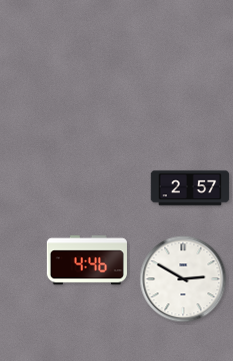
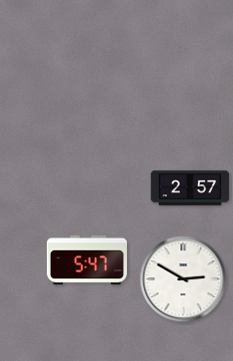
clock at (87, 260): 4:46 -> 5:47
